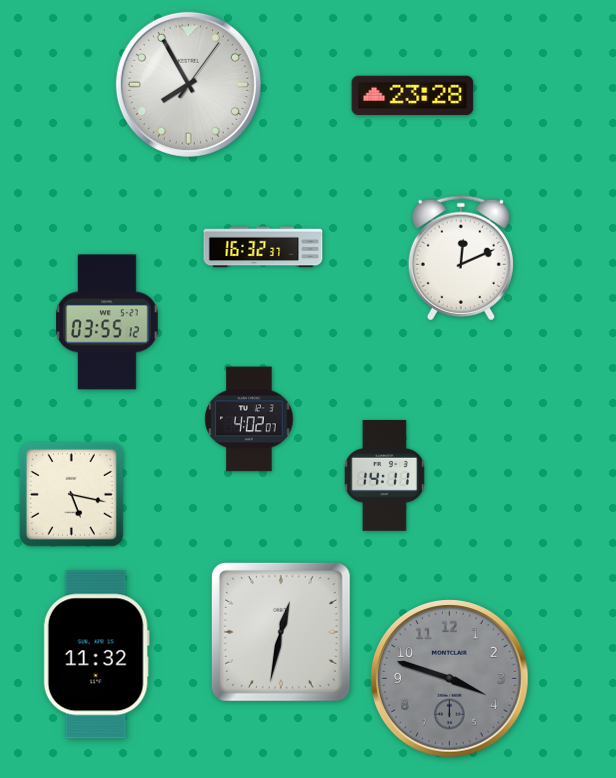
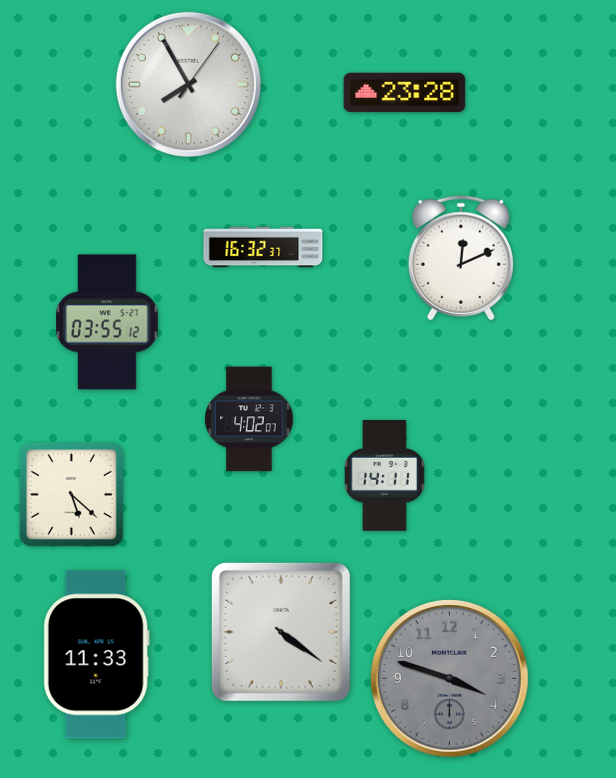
clock at (413, 96) position: (413, 96) -> (405, 93)
clock at (71, 494): 5:17 -> 5:22
clock at (281, 632): 12:32 -> 4:21
clock at (96, 655): 11:32 -> 11:33
